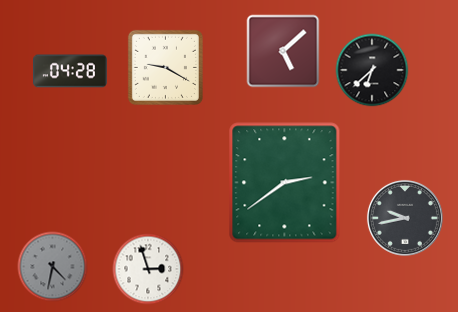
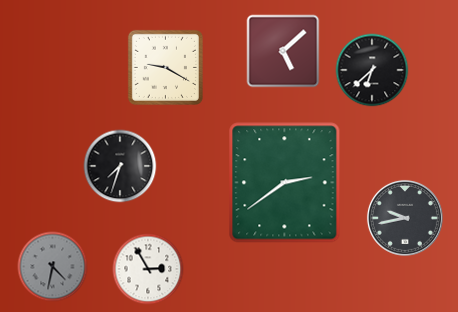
clock at (71, 71): 04:28 -> none
clock at (120, 166): none -> 7:33
clock at (148, 269): 2:57 -> 2:55
